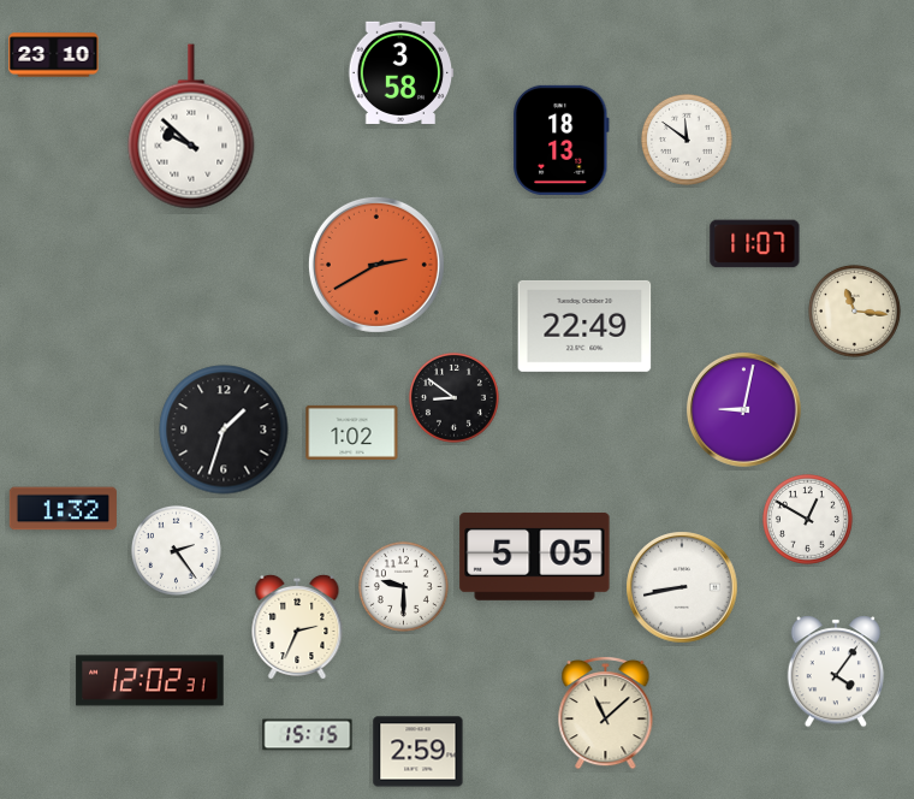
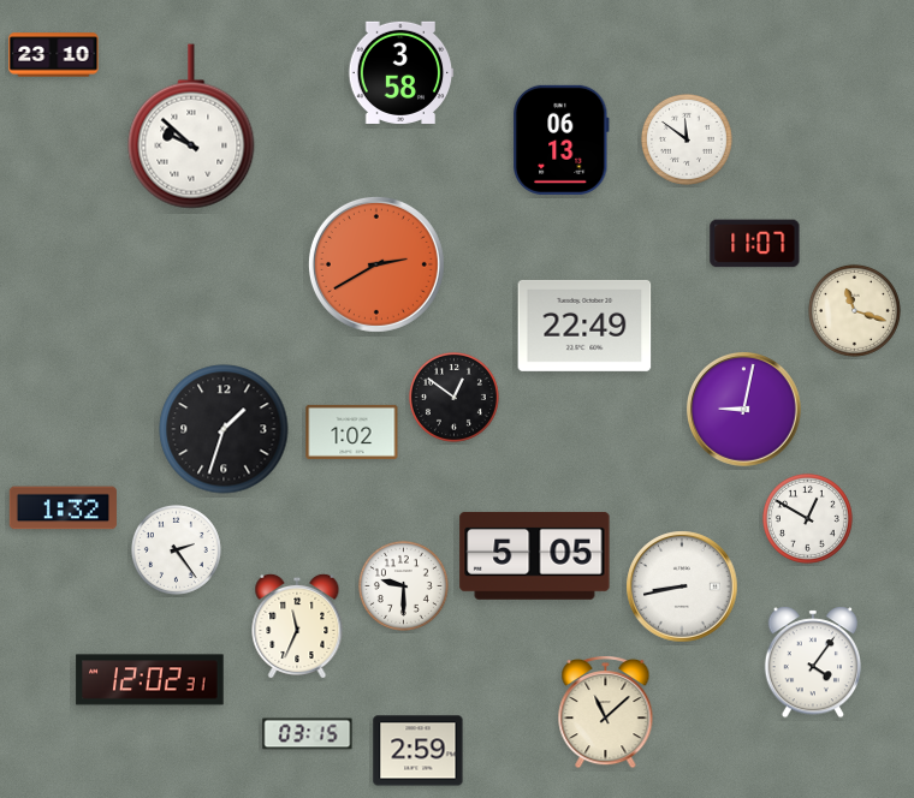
clock at (562, 140): 18:13 -> 06:13
clock at (854, 310): 11:16 -> 11:18
clock at (453, 397): 8:51 -> 12:51
clock at (297, 626): 2:34 -> 11:34
clock at (836, 671) position: (836, 671) -> (813, 662)
clock at (308, 735): 15:15 -> 03:15
